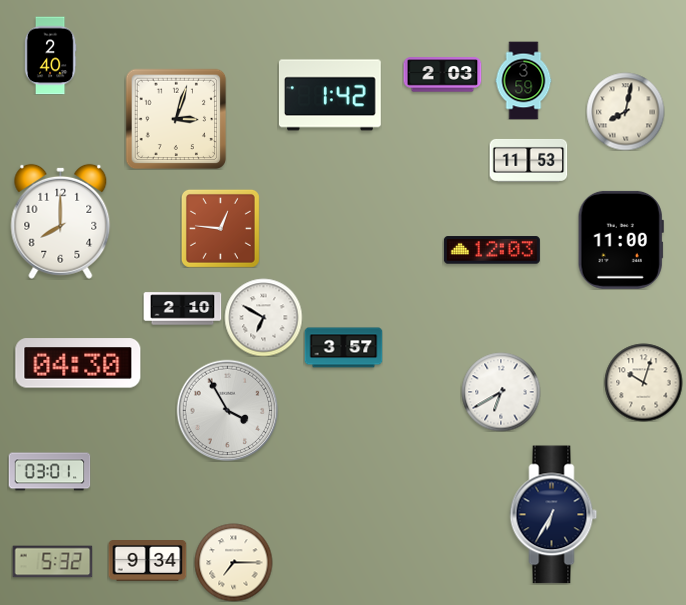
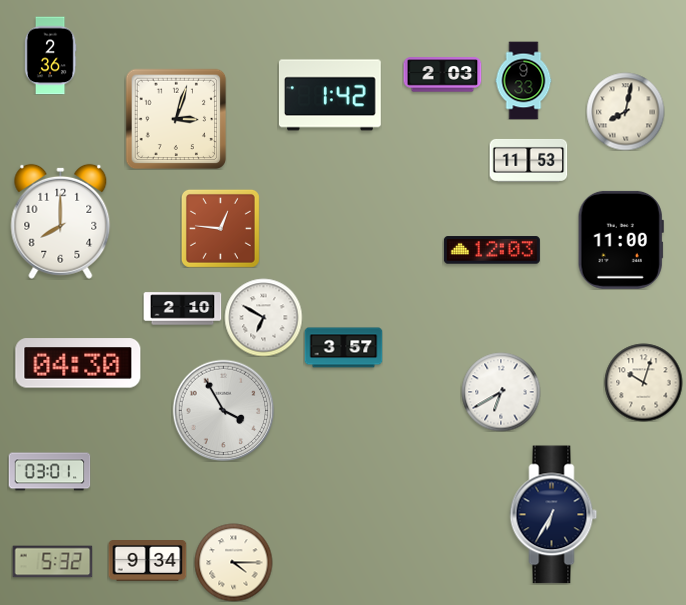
clock at (50, 55): 2:40 -> 2:36
clock at (524, 80): 3:59 -> 9:33
clock at (227, 410) position: (227, 410) -> (223, 410)
clock at (233, 562): 7:15 -> 4:15
